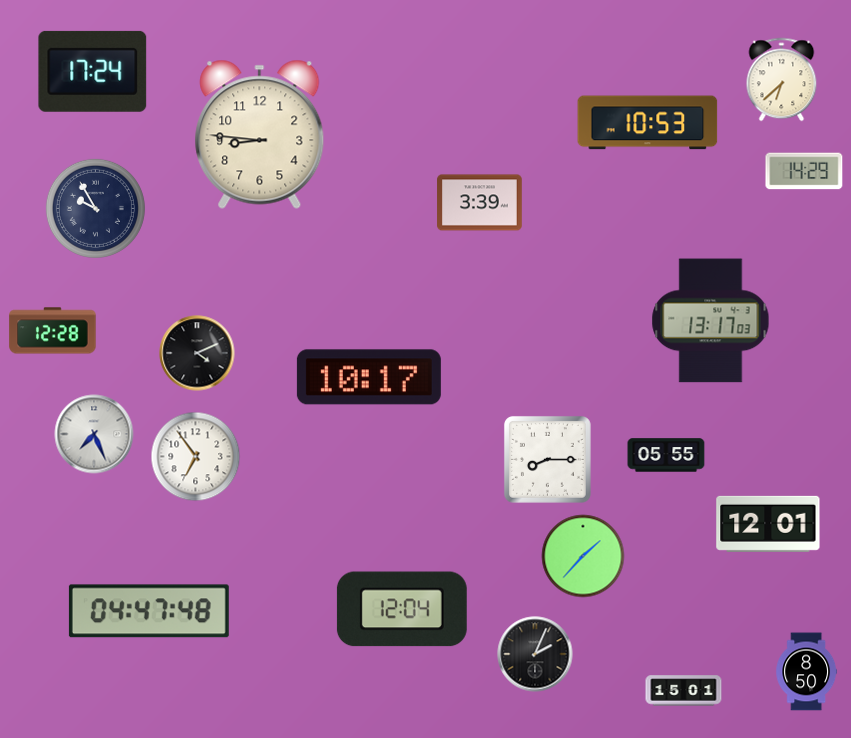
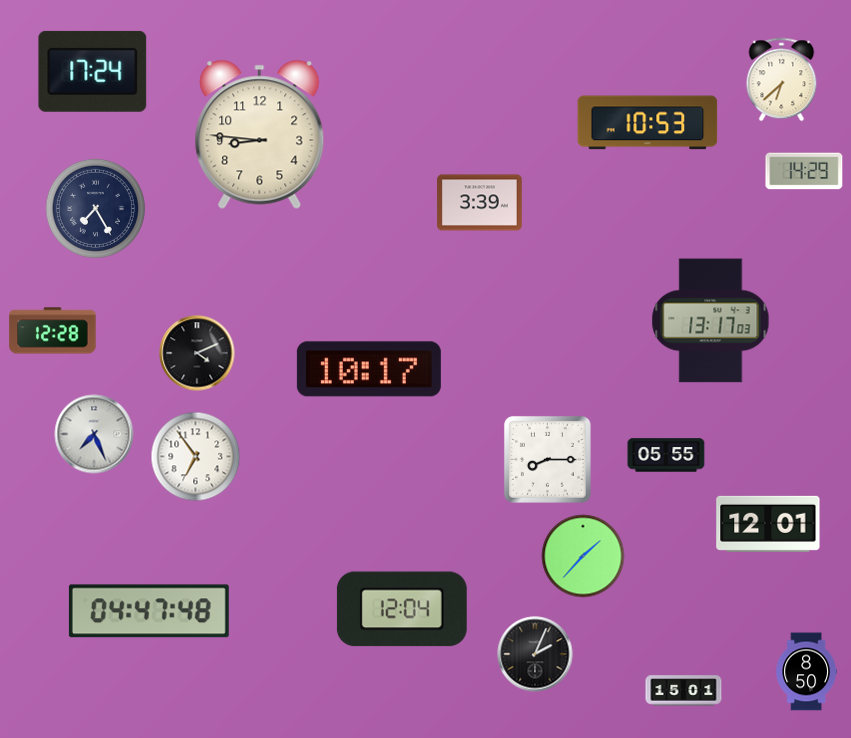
clock at (95, 208): 9:55 -> 7:25
clock at (369, 377) position: (369, 377) -> (369, 369)
